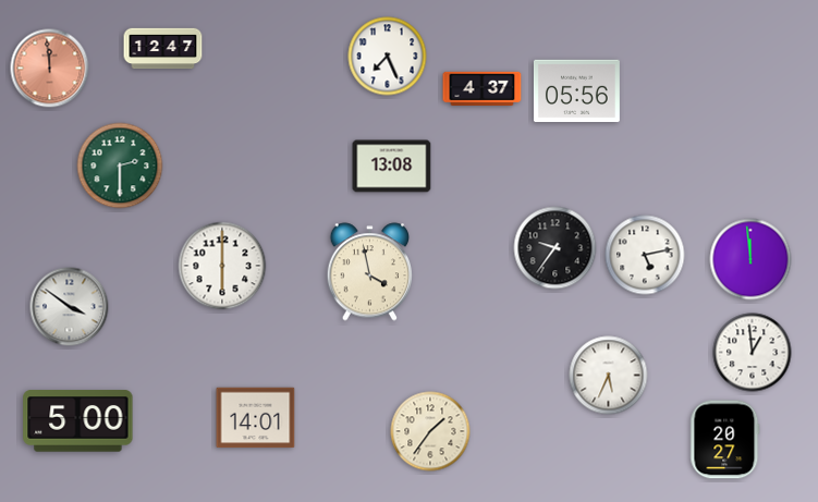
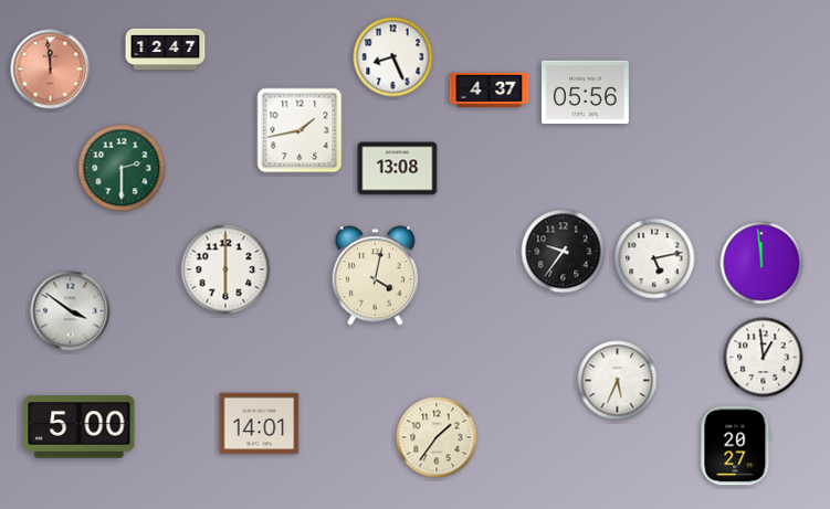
clock at (388, 57): 7:26 -> 8:26
clock at (300, 130): none -> 1:43
clock at (370, 272): 3:58 -> 4:02
